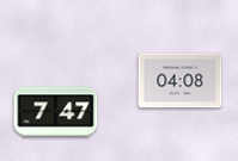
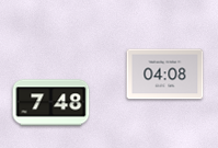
clock at (56, 112): 7:47 -> 7:48
